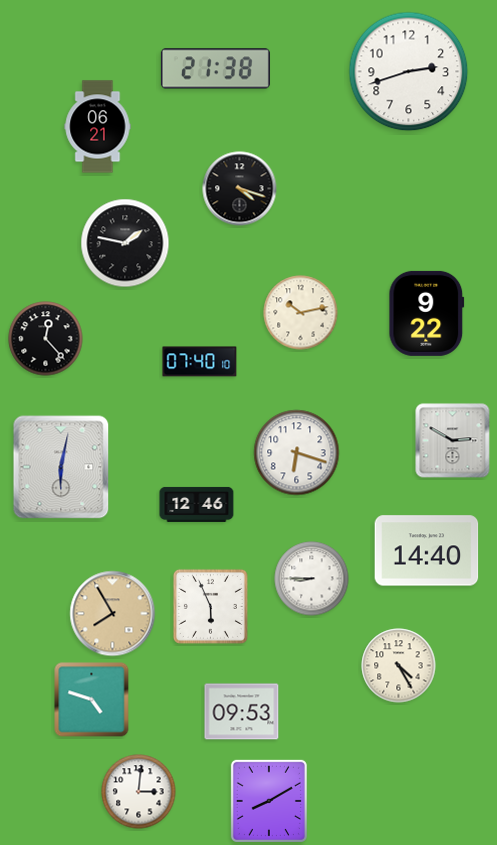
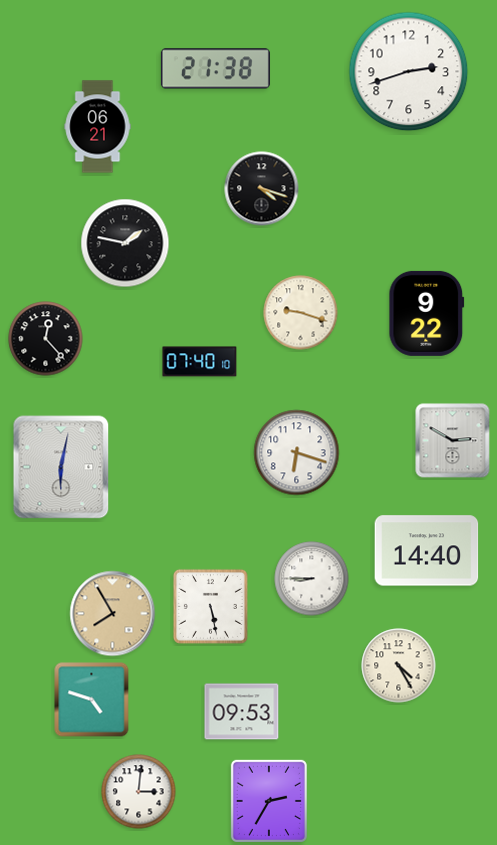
clock at (240, 189) position: (240, 189) -> (262, 189)
clock at (301, 313): 10:13 -> 9:18
clock at (197, 504): 12:46 -> none
clock at (210, 606): 5:56 -> 5:28
clock at (269, 801): 8:10 -> 2:35
